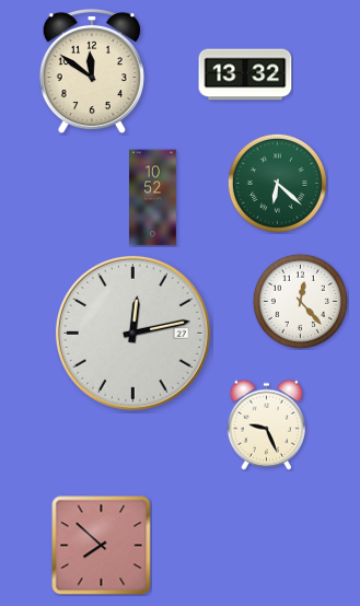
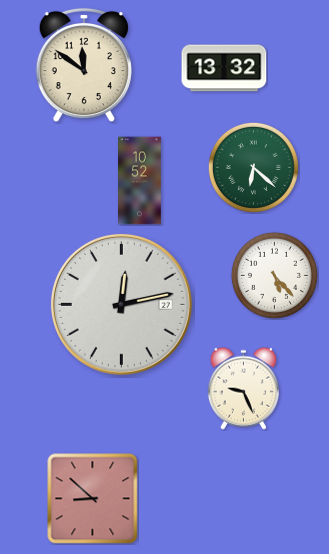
clock at (300, 301): 12:23 -> 5:23
clock at (102, 546): 7:52 -> 8:52
